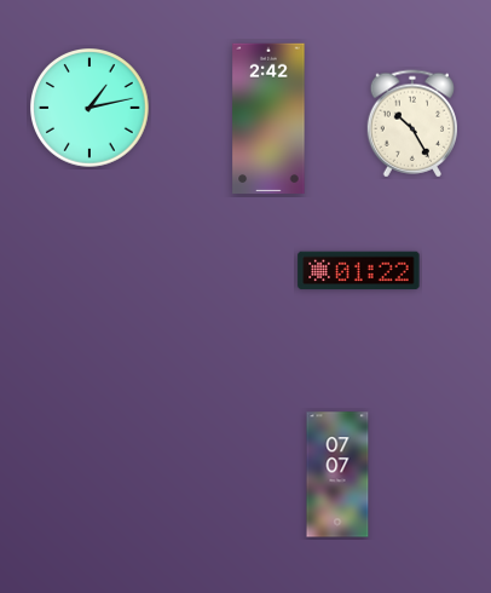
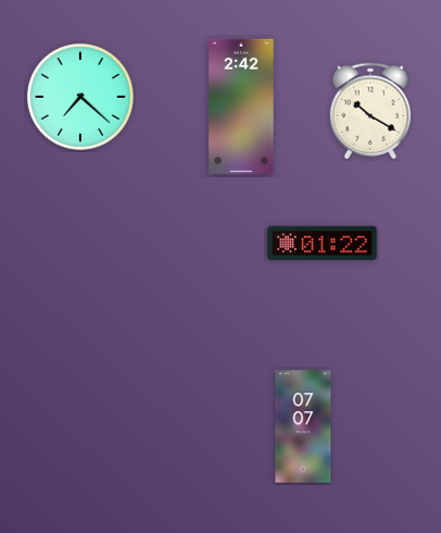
clock at (91, 109): 1:13 -> 7:22
clock at (411, 123): 10:25 -> 10:20
